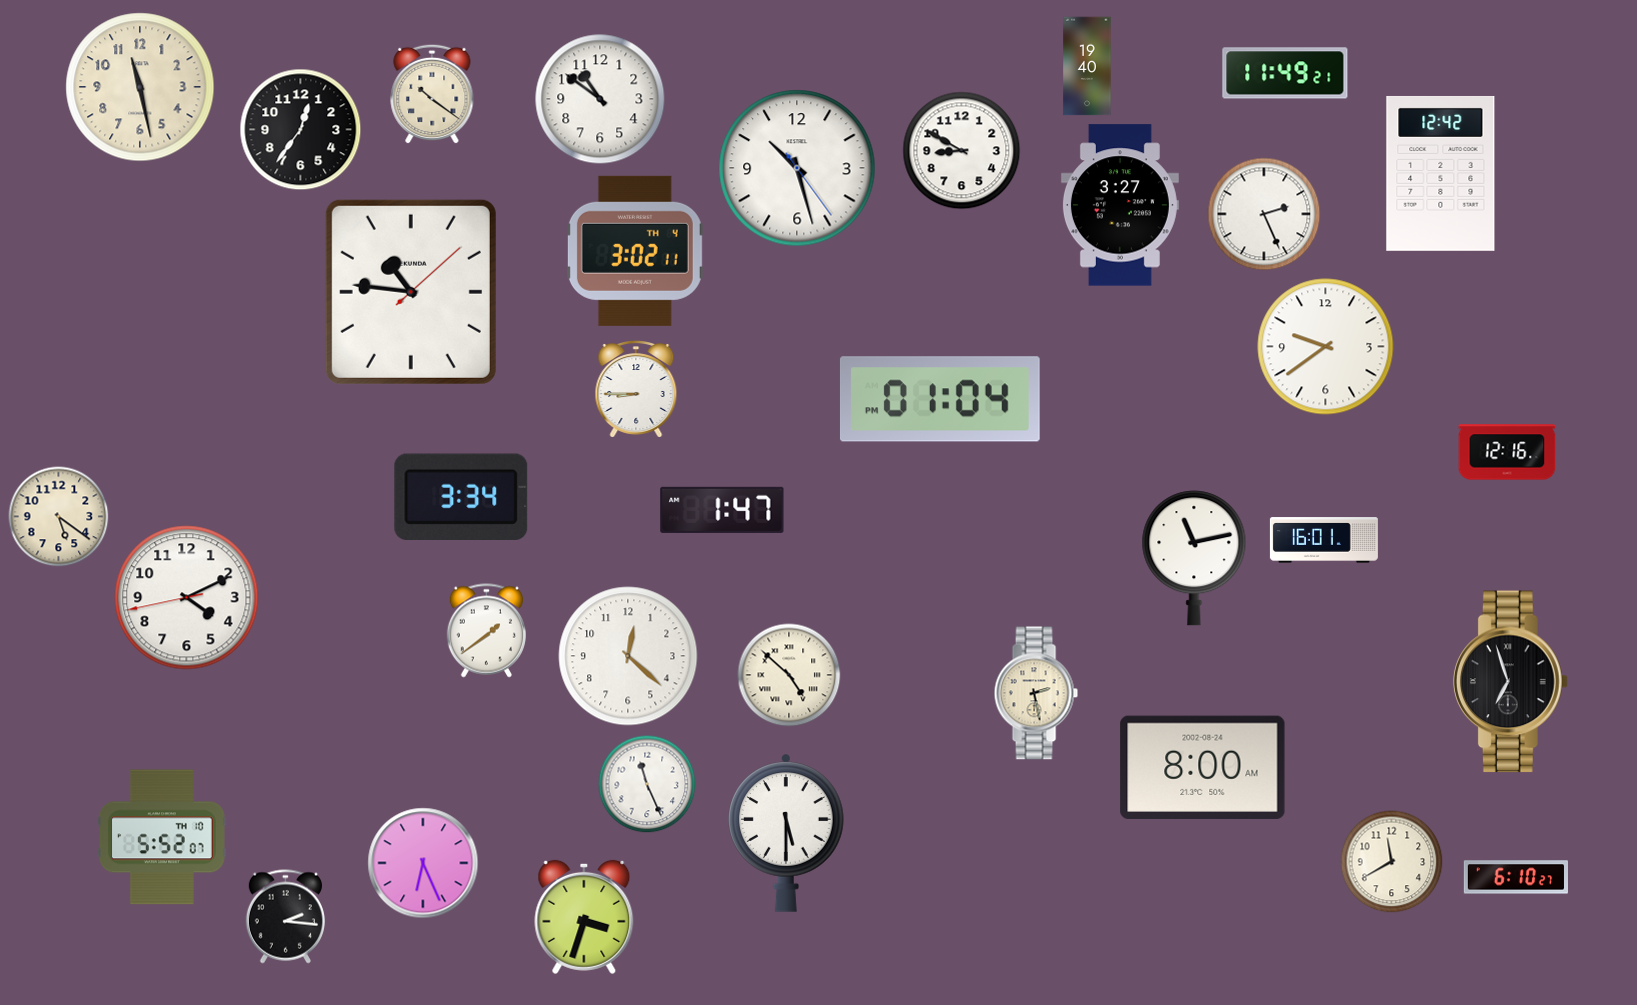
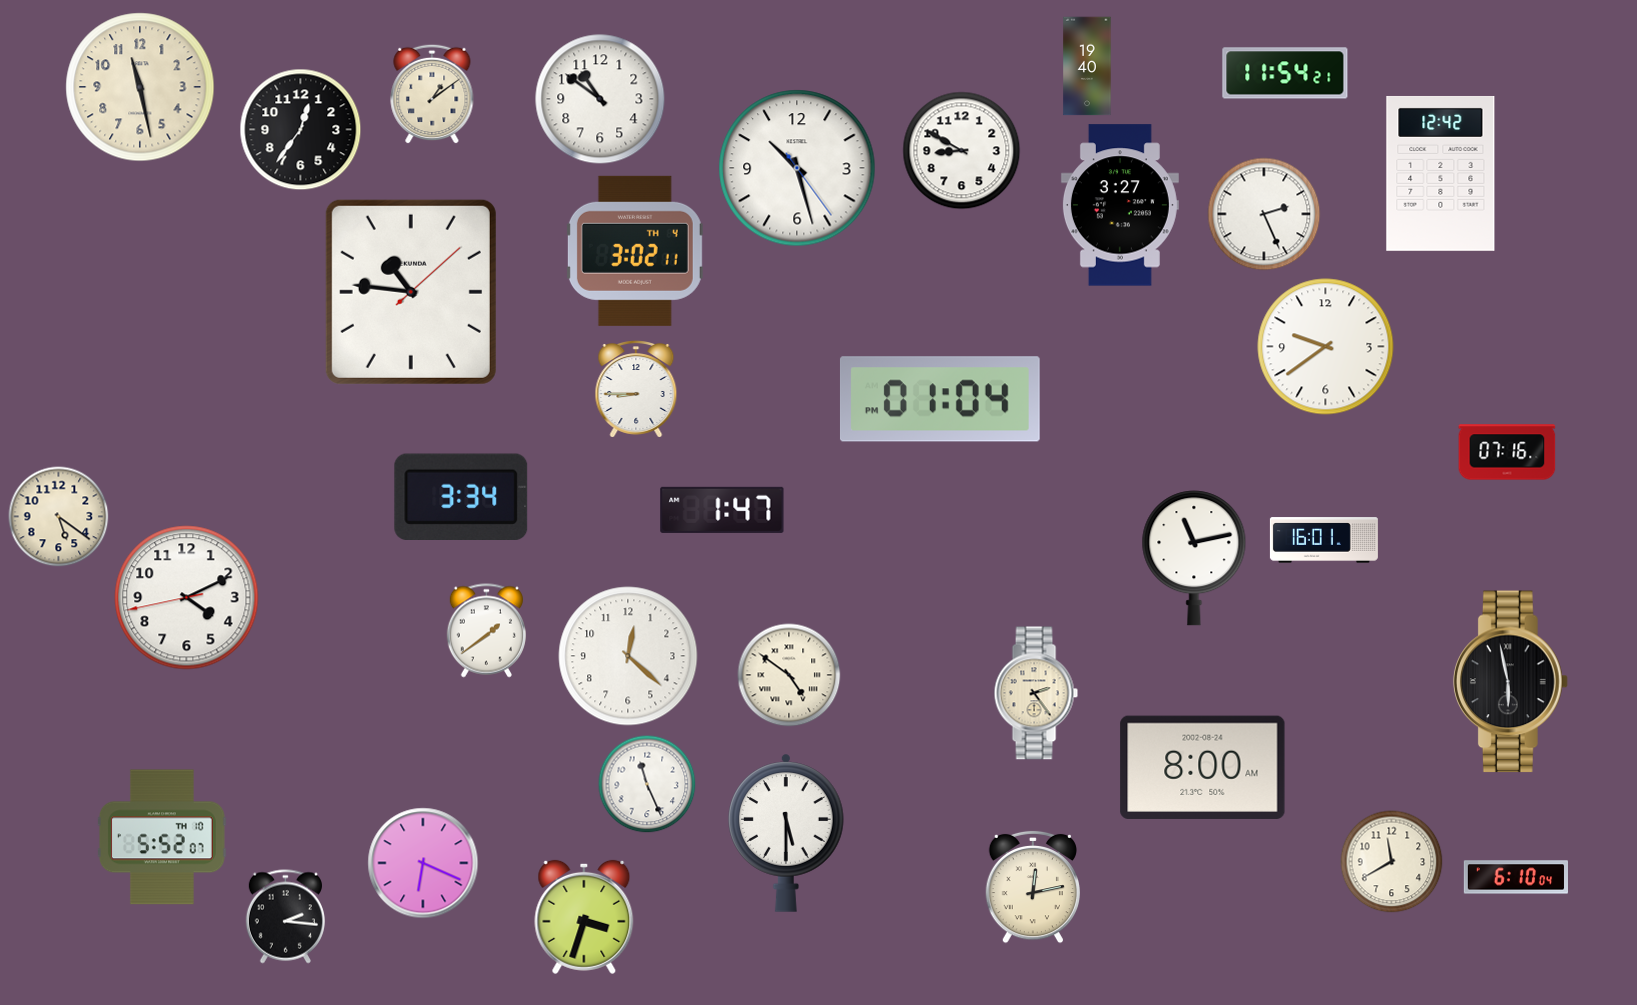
clock at (1285, 73): 11:49 -> 11:54
clock at (432, 94): 10:21 -> 1:09
clock at (1507, 452): 12:16 -> 07:16
clock at (789, 675): 4:52 -> 4:51
clock at (1510, 682): 6:57 -> 5:58
clock at (1036, 693): 2:28 -> 2:24
clock at (423, 863): 6:26 -> 6:19
clock at (1515, 877): 6:10:27 -> 6:10:04
clock at (1032, 887): none -> 12:13
